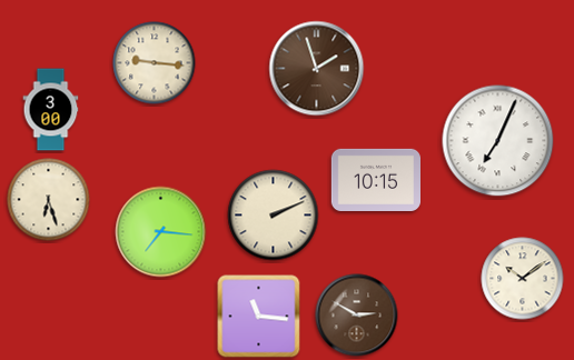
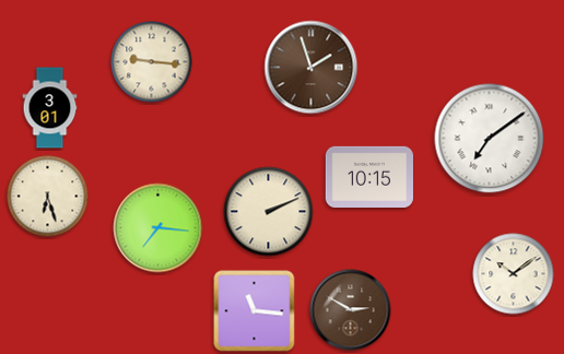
clock at (51, 110): 3:00 -> 3:01
clock at (498, 141): 7:04 -> 7:09
